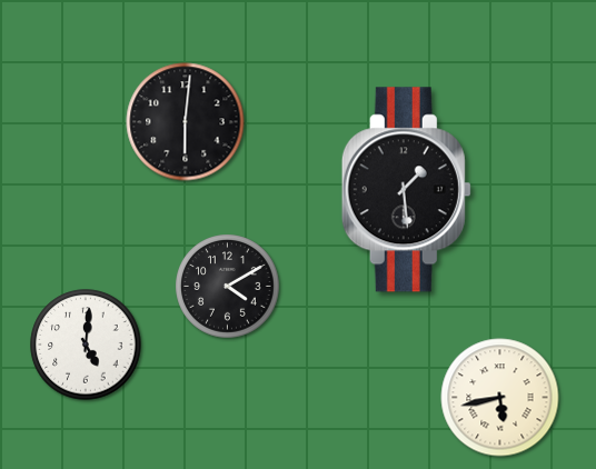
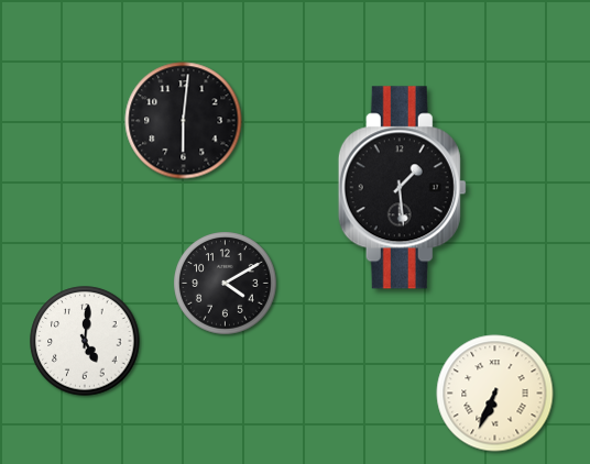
clock at (500, 398): 5:43 -> 6:34
